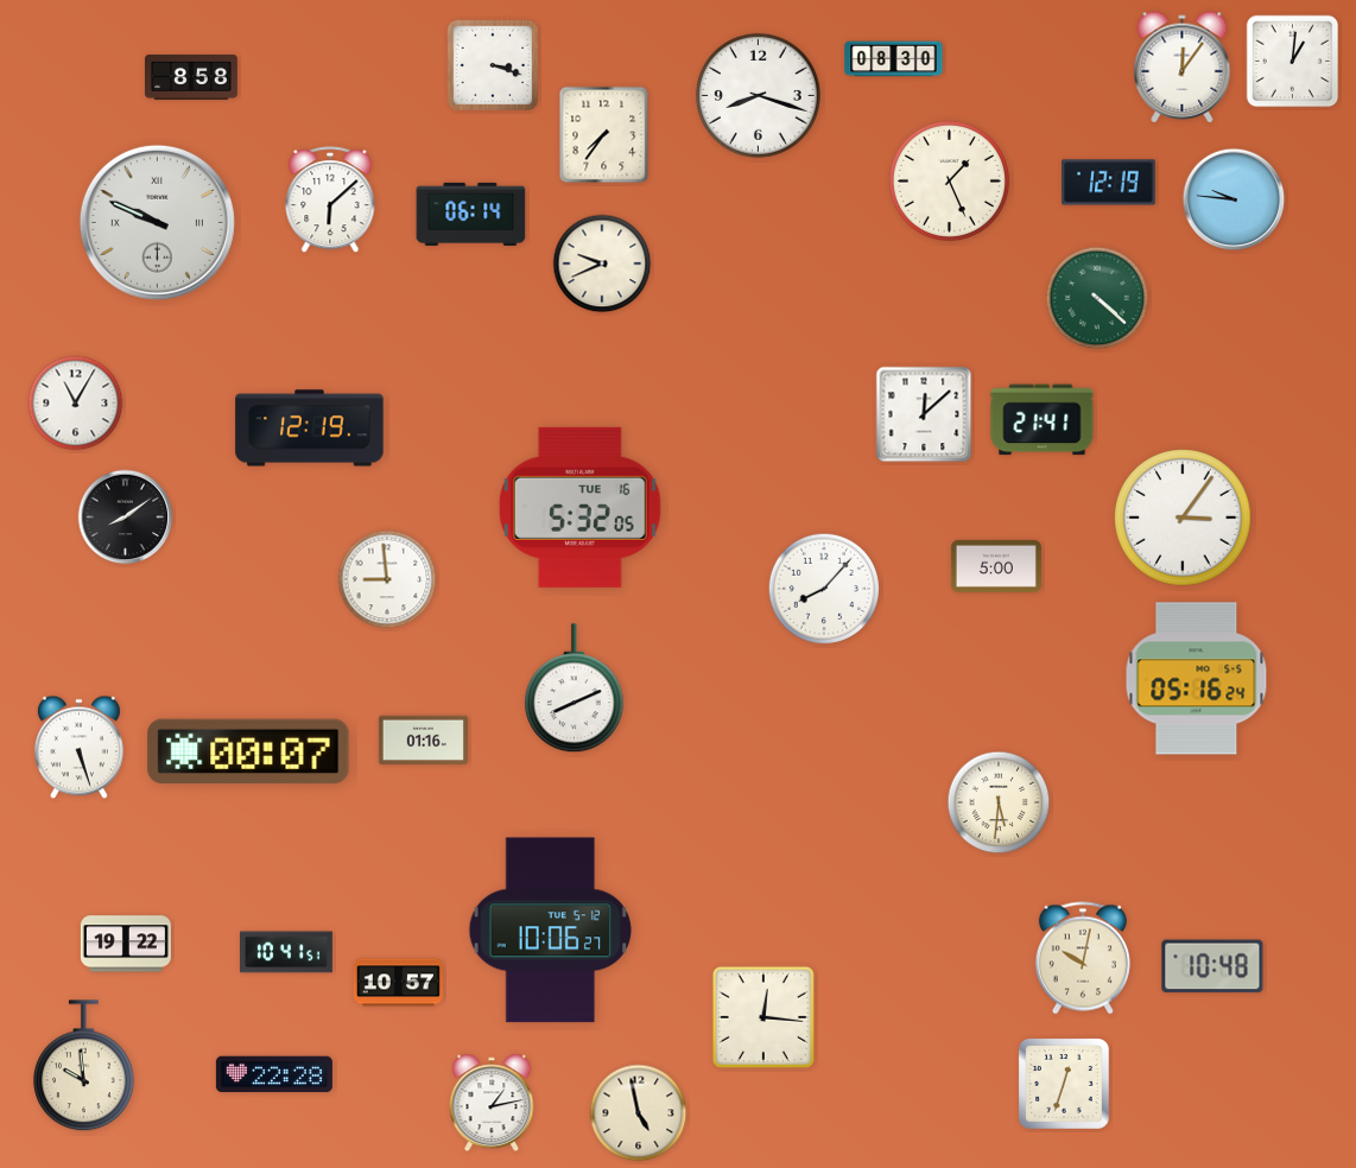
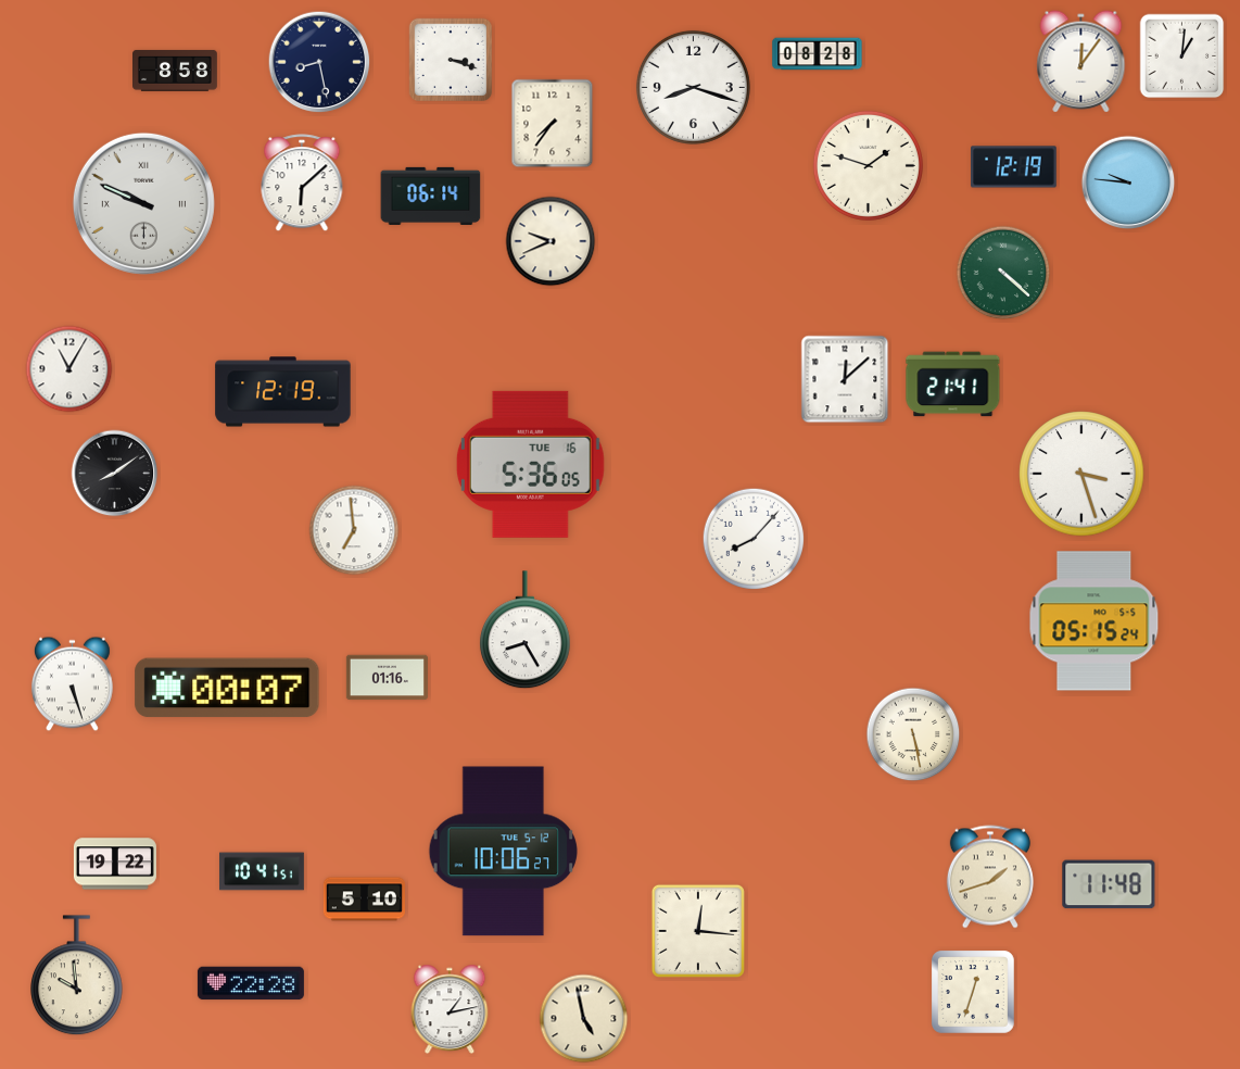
clock at (894, 59): 08:30 -> 08:28
clock at (319, 62): none -> 8:28
clock at (949, 180): 1:26 -> 1:48
clock at (579, 507): 5:32 -> 5:36
clock at (1183, 518): 3:06 -> 3:27
clock at (996, 566): 5:00 -> none
clock at (387, 579): 8:59 -> 6:59
clock at (1197, 679): 05:16 -> 05:15
clock at (574, 688): 8:11 -> 8:25
clock at (999, 802): 5:31 -> 5:28
clock at (1083, 958): 10:02 -> 1:42
clock at (1212, 966): 10:48 -> 11:48
clock at (398, 983): 10:57 -> 5:10
